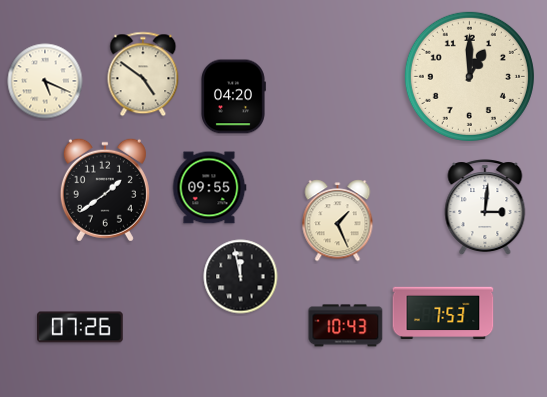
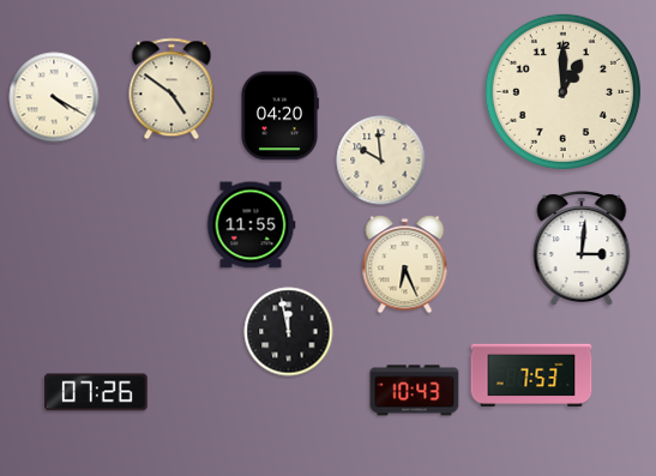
clock at (45, 81): 5:19 -> 4:20
clock at (381, 161): none -> 9:59
clock at (209, 188): 09:55 -> 11:55
clock at (105, 190): 1:39 -> none
clock at (338, 221): 1:26 -> 6:26
